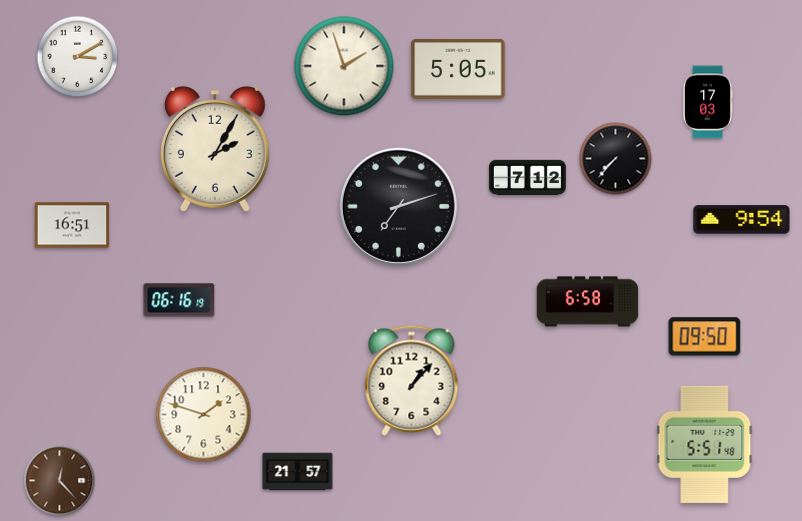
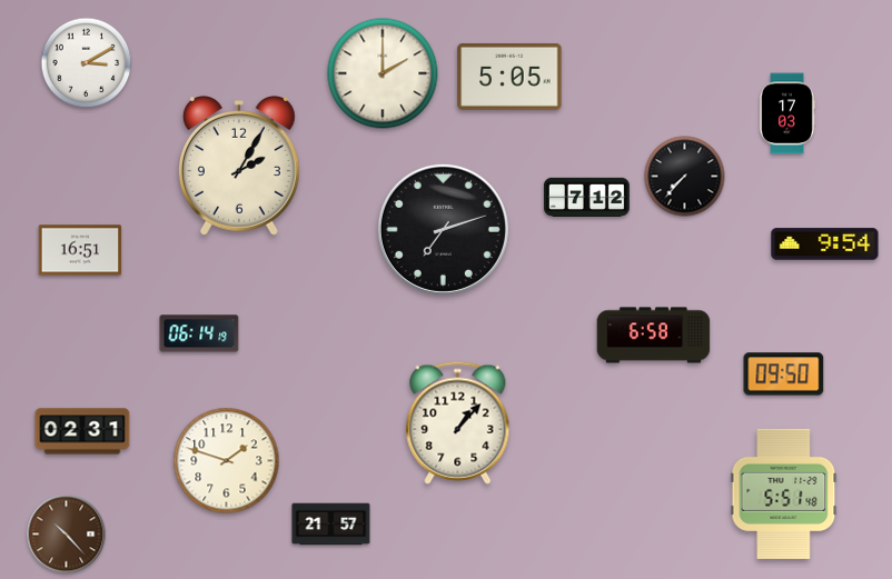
clock at (344, 66): 1:57 -> 2:00
clock at (179, 300): 06:16 -> 06:14
clock at (82, 431): none -> 02:31
clock at (60, 481): 12:23 -> 10:23
